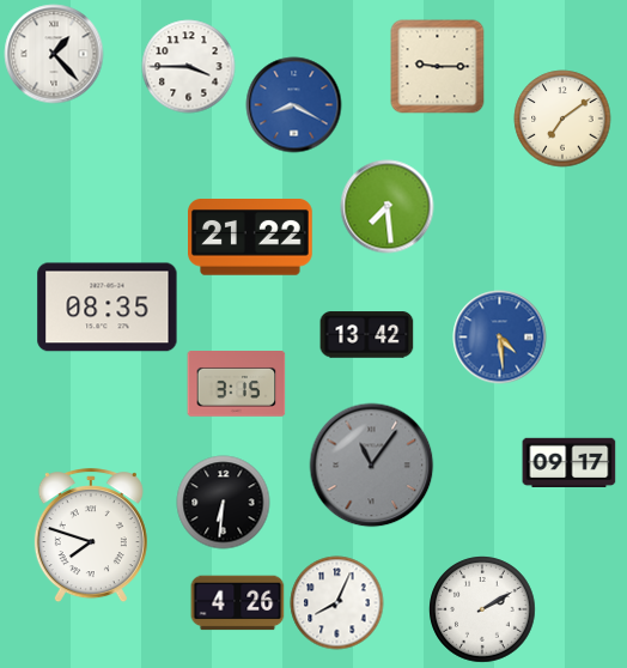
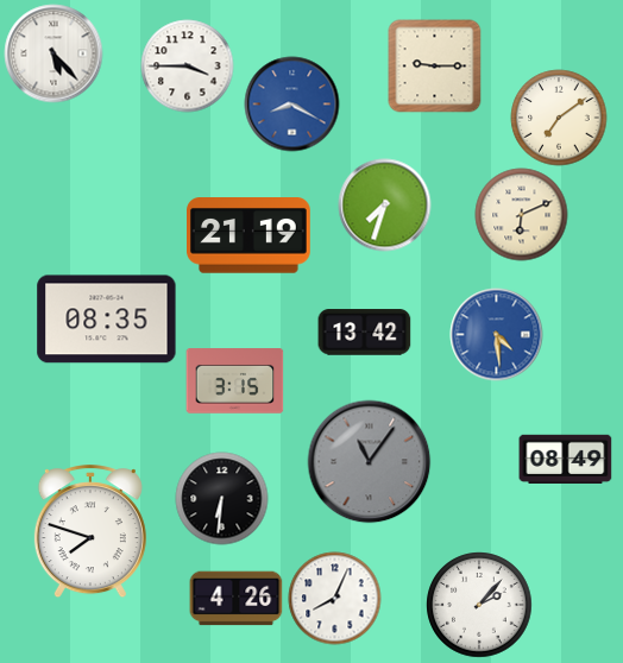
clock at (54, 54): 1:23 -> 5:23
clock at (386, 206): 7:29 -> 7:33
clock at (521, 214): none -> 6:11
clock at (251, 238): 21:22 -> 21:19
clock at (108, 308) position: (108, 308) -> (107, 320)
clock at (568, 462): 09:17 -> 08:49
clock at (482, 609): 2:10 -> 2:07
